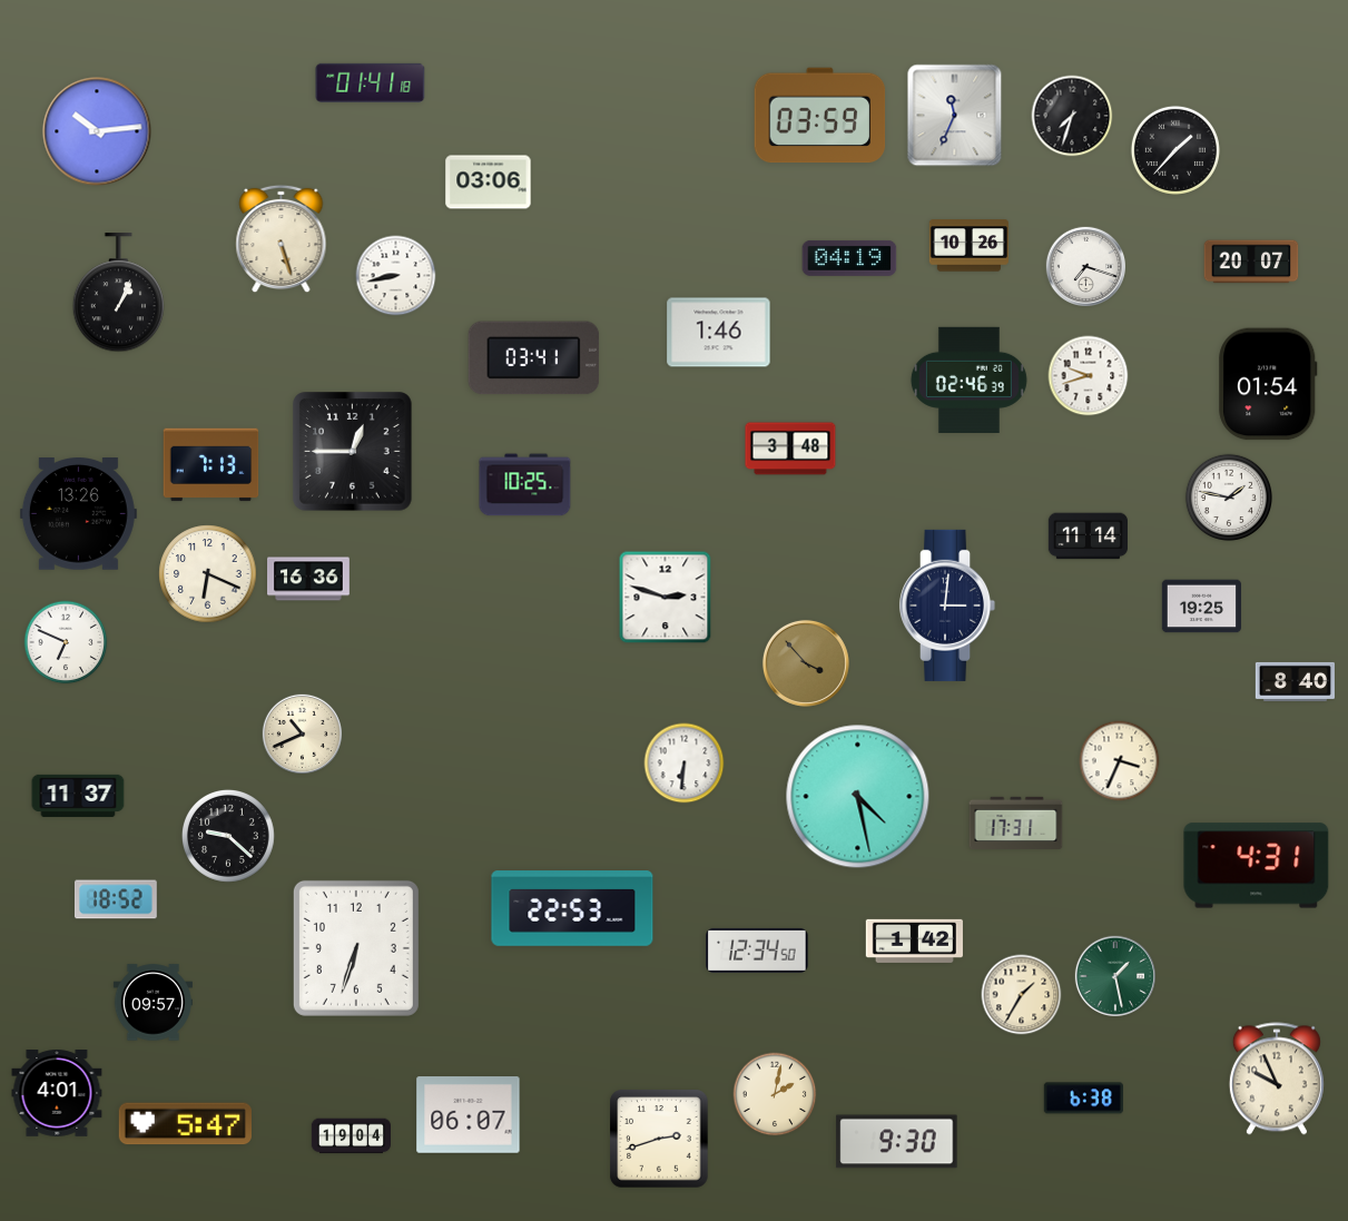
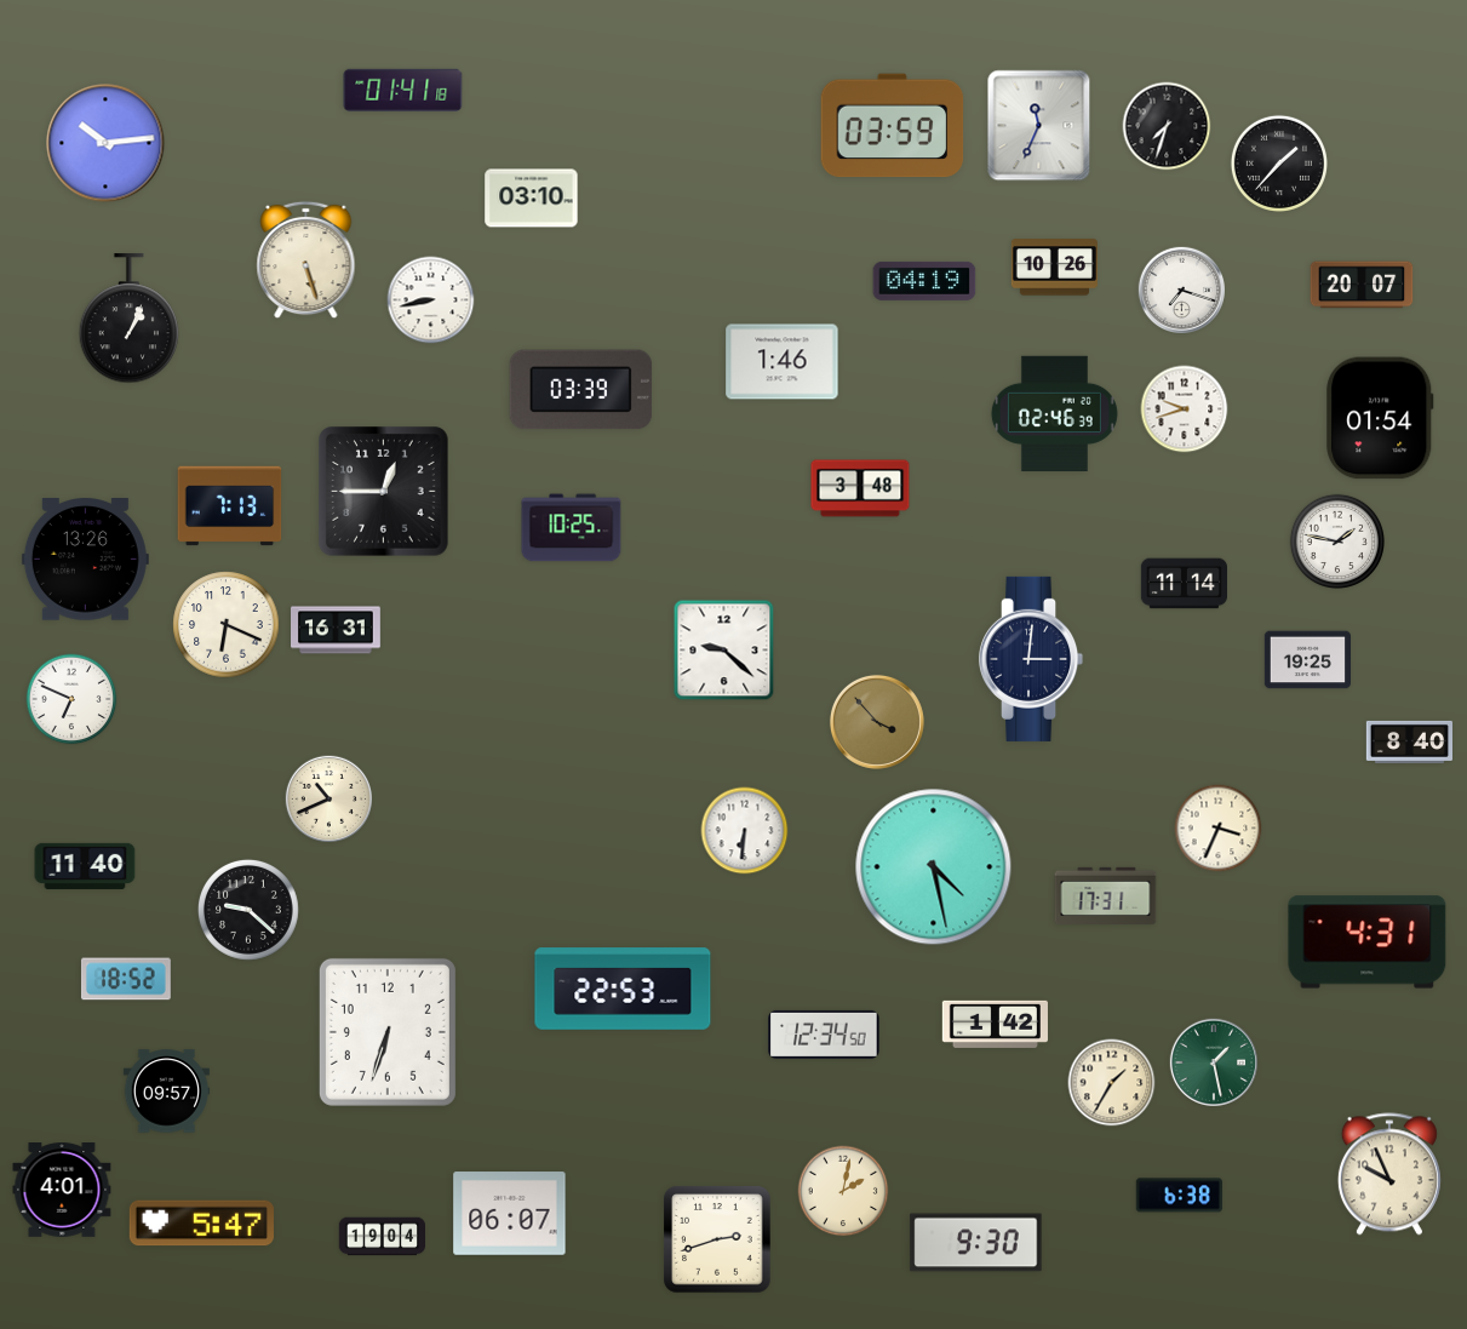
clock at (489, 183): 03:06 -> 03:10
clock at (534, 358): 03:41 -> 03:39
clock at (308, 579): 16:36 -> 16:31
clock at (666, 598): 2:48 -> 9:22
clock at (78, 796): 11:37 -> 11:40
